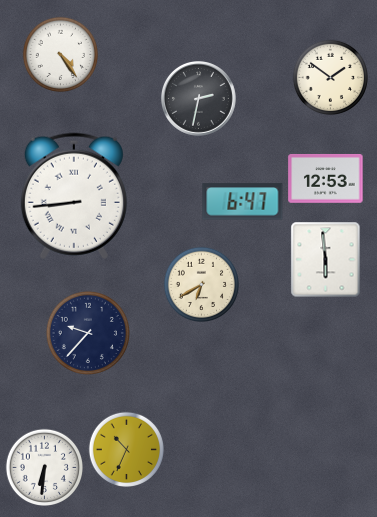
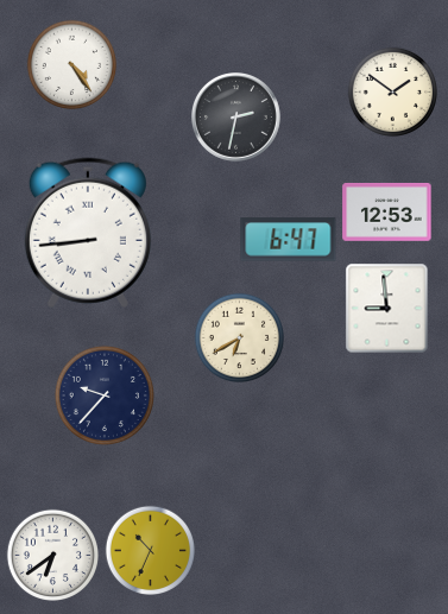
clock at (326, 260): 5:59 -> 8:59
clock at (126, 449) position: (126, 449) -> (150, 550)
clock at (44, 467): 6:31 -> 6:39
